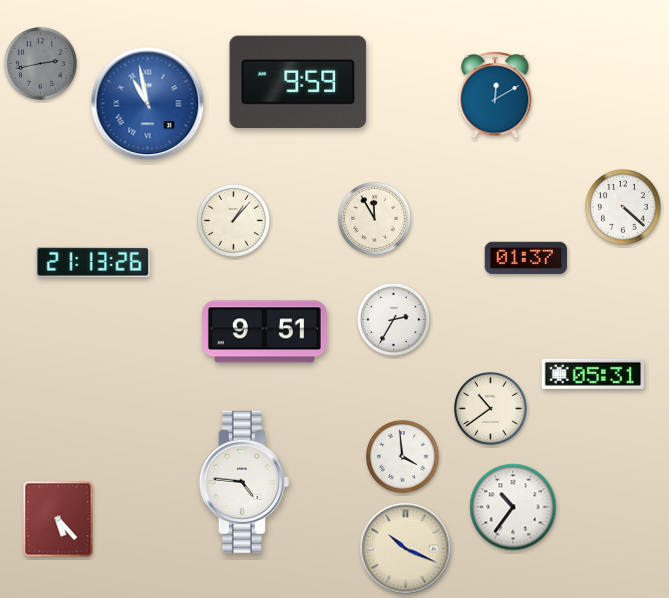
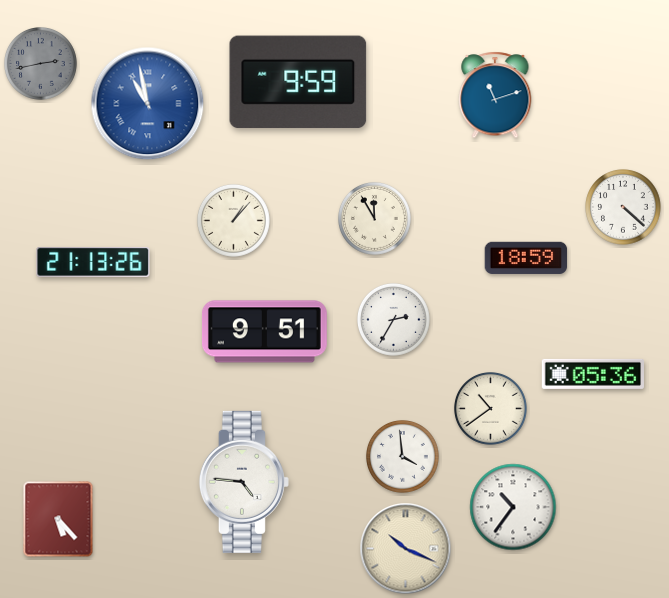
clock at (495, 95): 12:10 -> 11:12
clock at (526, 257): 01:37 -> 18:59
clock at (592, 374): 05:31 -> 05:36
